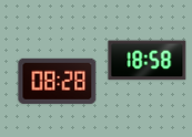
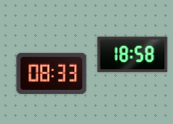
clock at (58, 81): 08:28 -> 08:33
